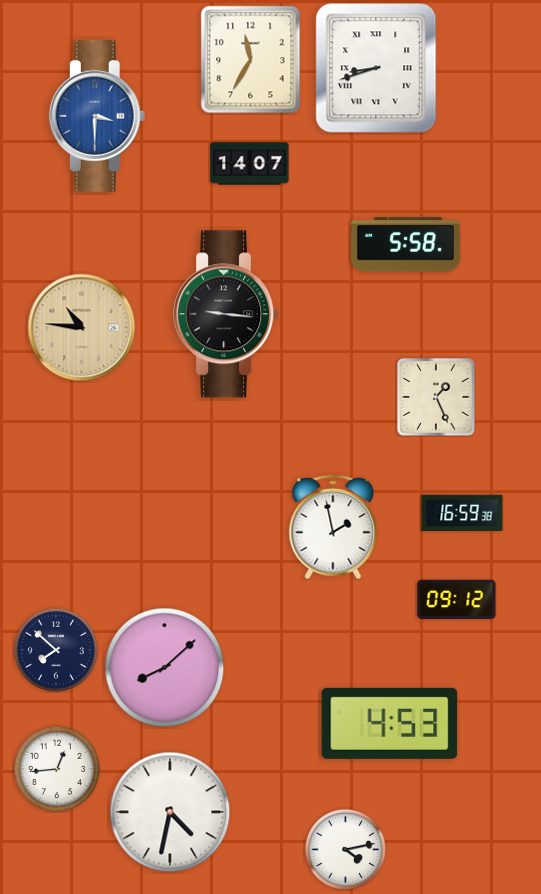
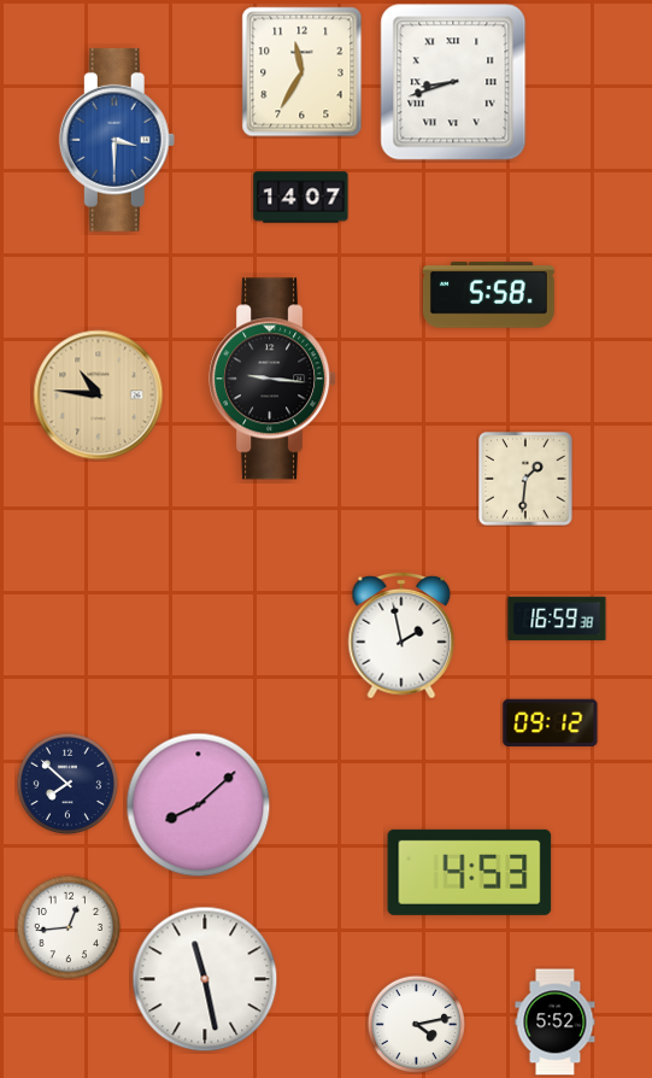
clock at (436, 397): 1:26 -> 1:31
clock at (170, 812): 4:32 -> 11:28
clock at (556, 1023): none -> 5:52
